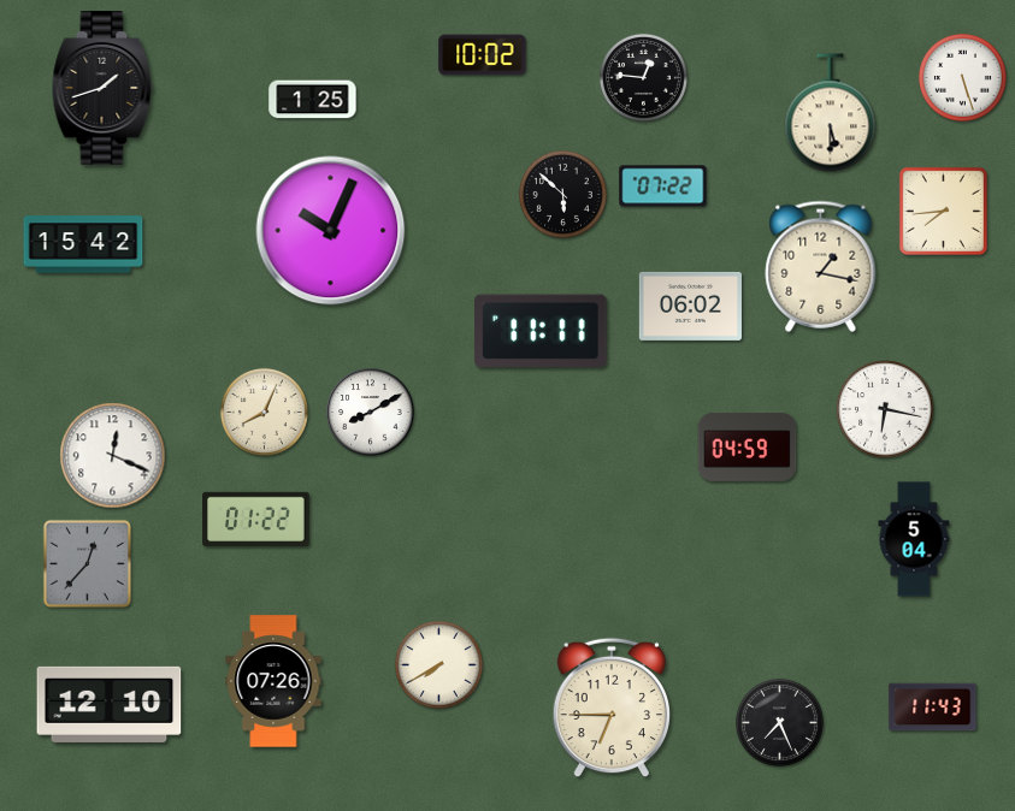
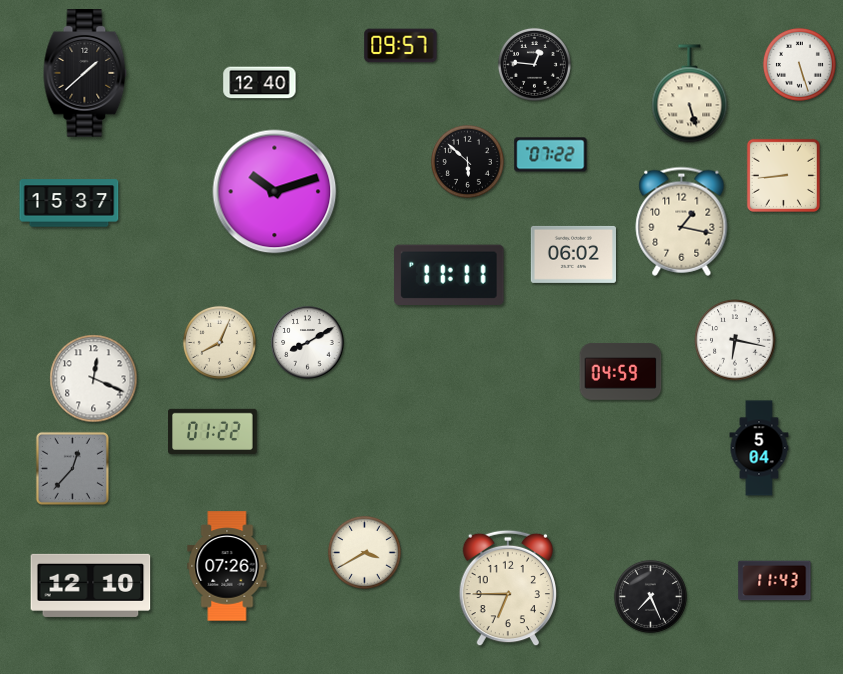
clock at (483, 55): 10:02 -> 09:57
clock at (102, 88): 1:42 -> 1:38
clock at (313, 100): 1:25 -> 12:40
clock at (831, 113): 5:30 -> 5:27
clock at (943, 211): 7:44 -> 8:44
clock at (331, 231): 10:04 -> 10:12
clock at (83, 244): 15:42 -> 15:37
clock at (438, 664): 7:40 -> 3:40
clock at (933, 708) position: (933, 708) -> (775, 581)
clock at (779, 722) position: (779, 722) -> (650, 596)
